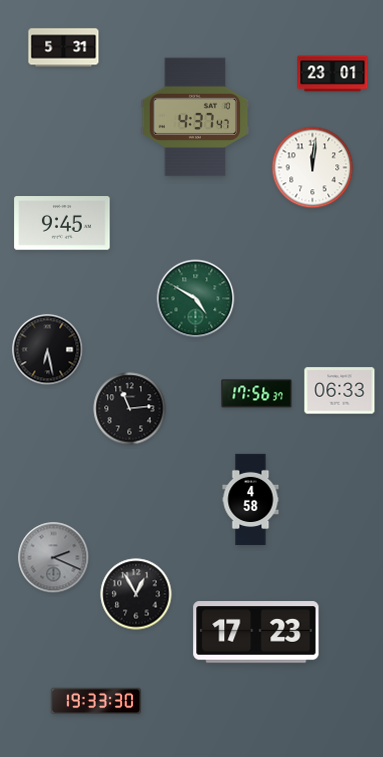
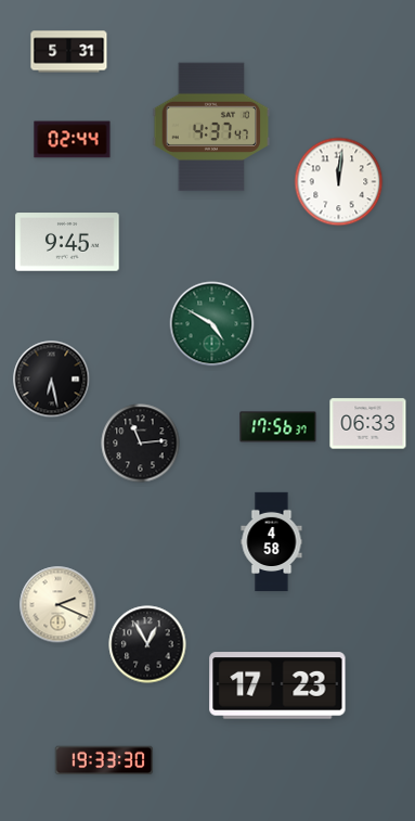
clock at (333, 74): 23:01 -> none
clock at (73, 140): none -> 02:44
clock at (54, 558) dial: grey -> cream
